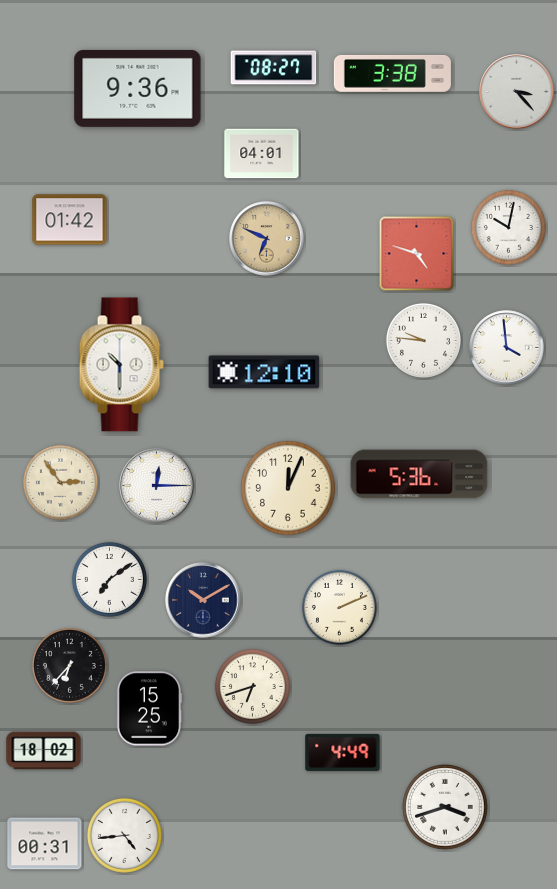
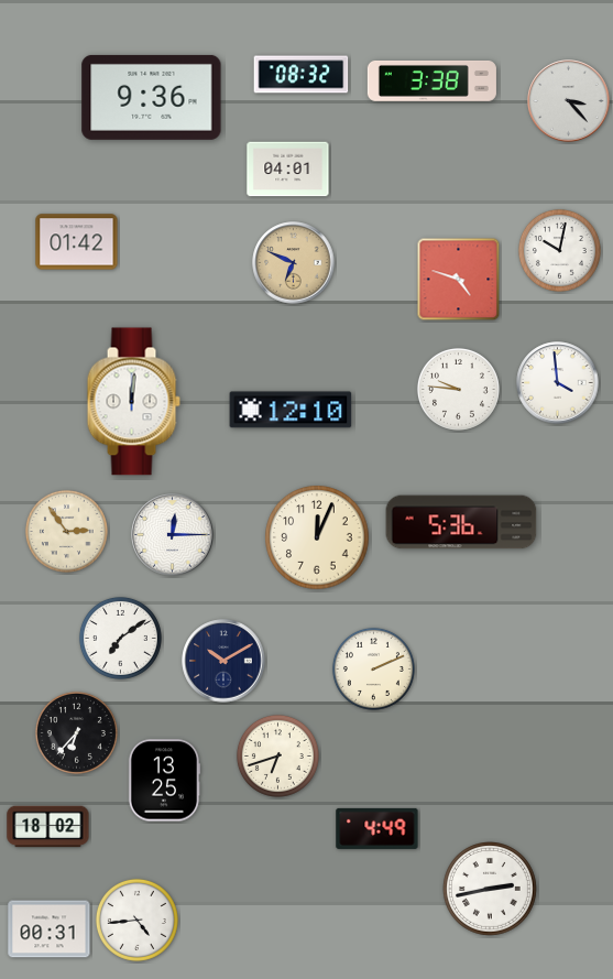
clock at (274, 68): 08:27 -> 08:32
clock at (423, 340) position: (423, 340) -> (458, 389)
clock at (121, 365): 10:30 -> 12:01
clock at (149, 709): 15:25 -> 13:25
clock at (446, 808): 3:42 -> 2:43
